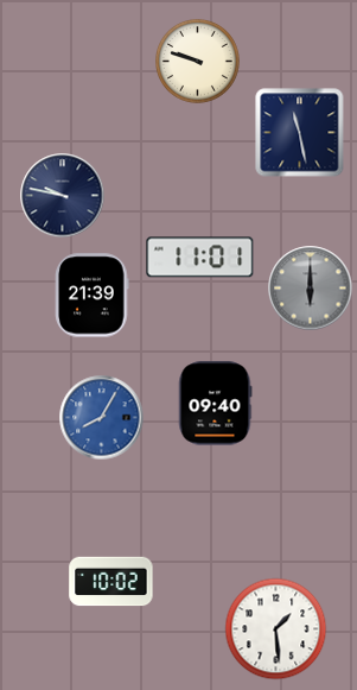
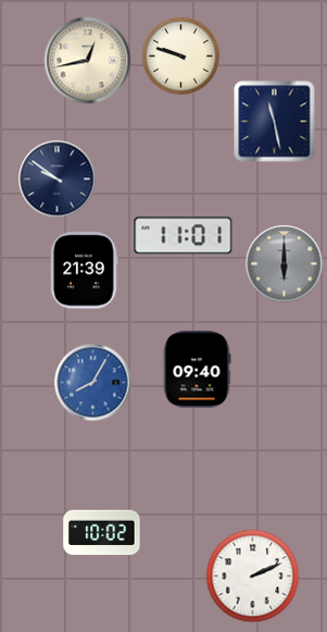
clock at (88, 61): none -> 12:43
clock at (63, 196): 9:47 -> 9:51
clock at (276, 629): 1:29 -> 2:11
